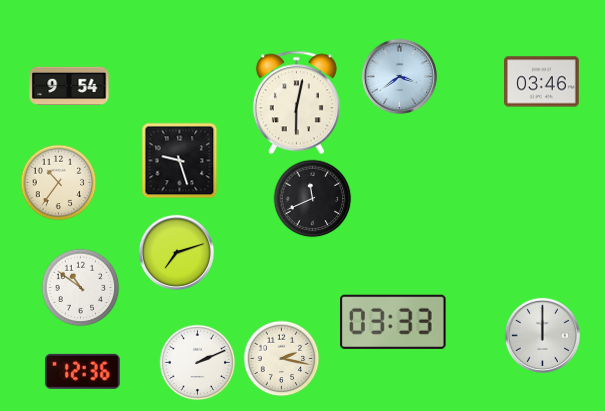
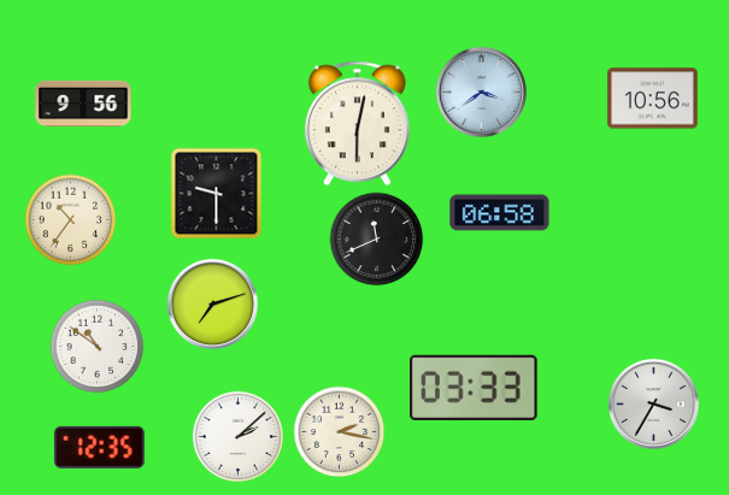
clock at (542, 82): 03:46 -> 10:56
clock at (69, 86): 9:54 -> 9:56
clock at (180, 161): 9:27 -> 9:30
clock at (500, 213): none -> 06:58
clock at (542, 335): 12:00 -> 3:35
clock at (198, 363): 2:11 -> 2:08
clock at (82, 371): 12:36 -> 12:35
